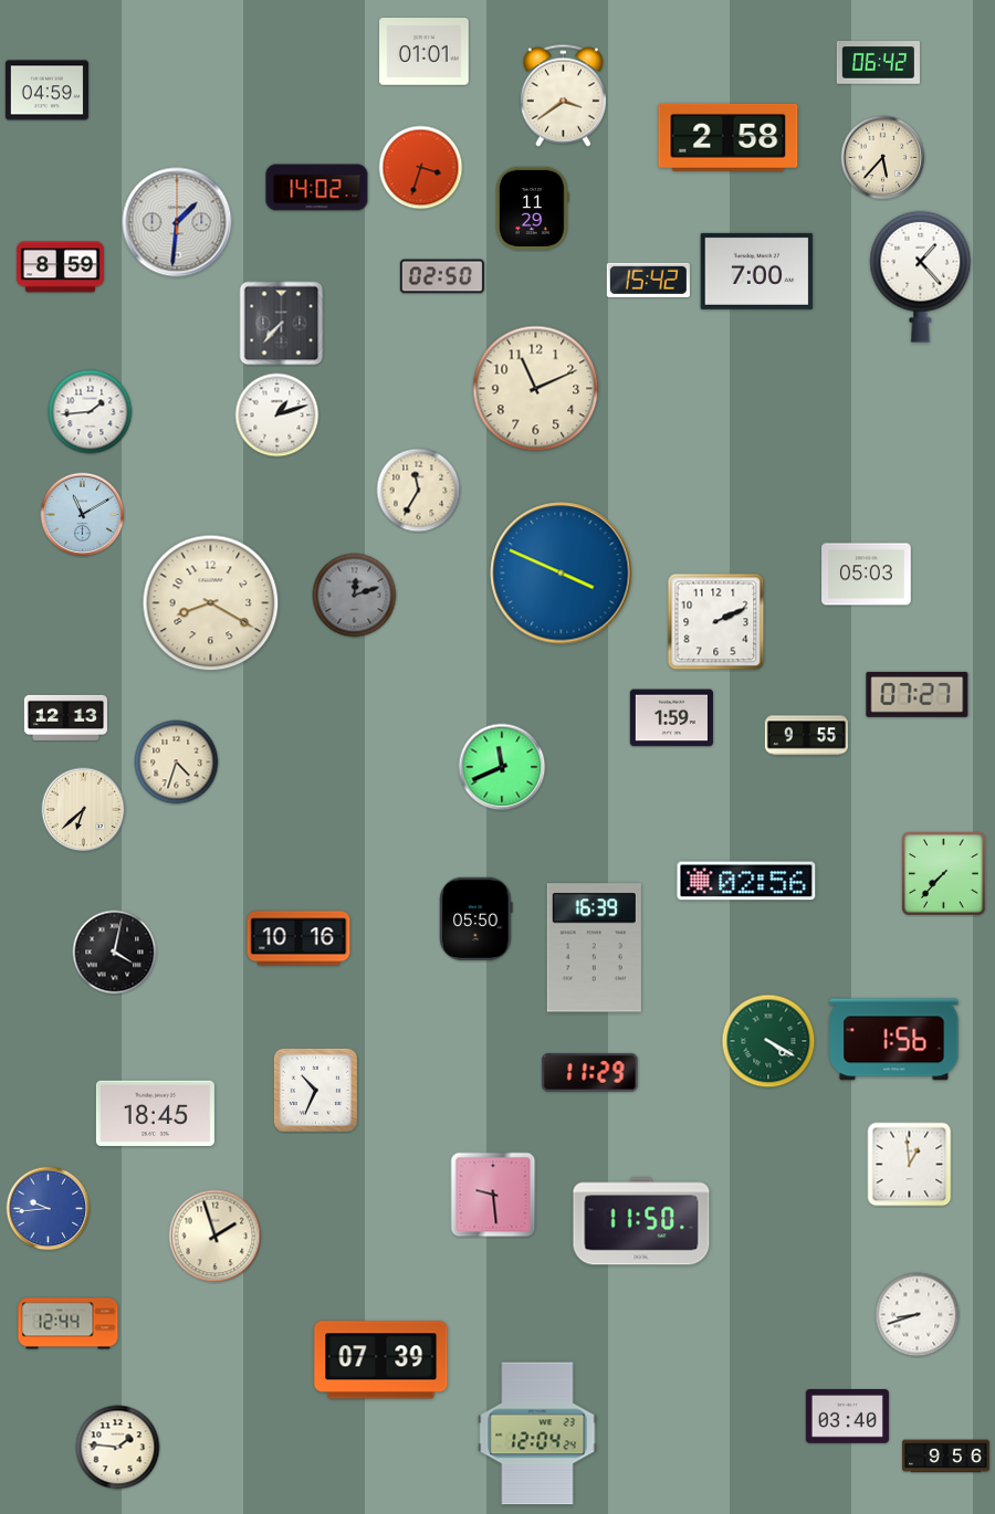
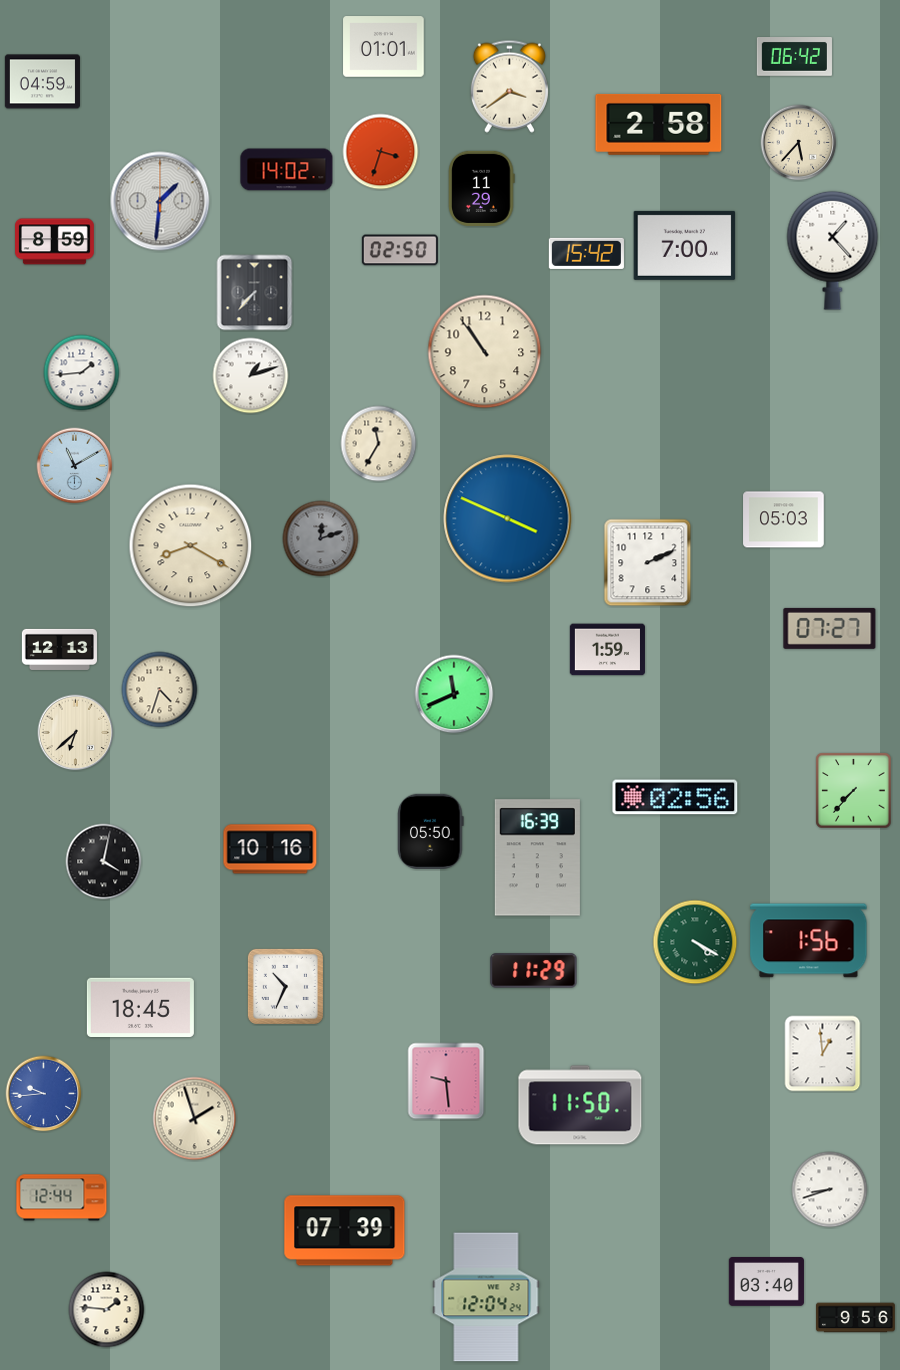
clock at (536, 389): 11:11 -> 10:54
clock at (806, 736): 9:55 -> none
